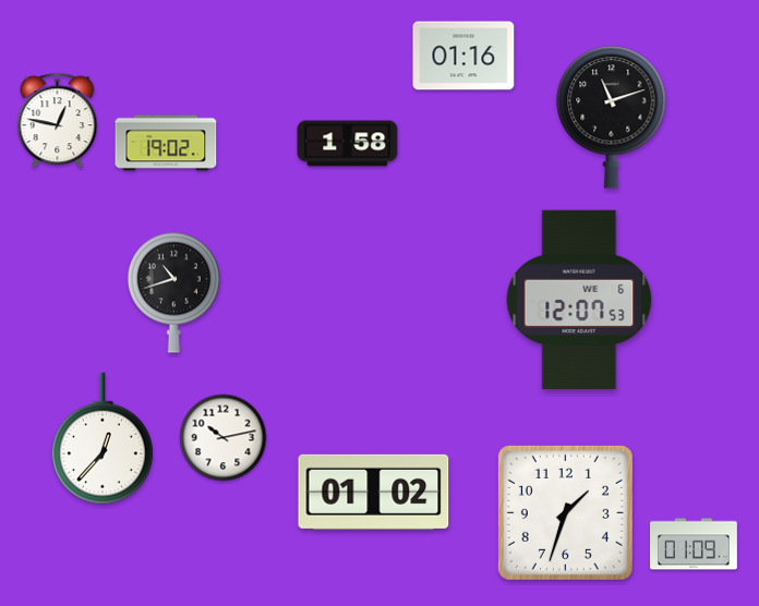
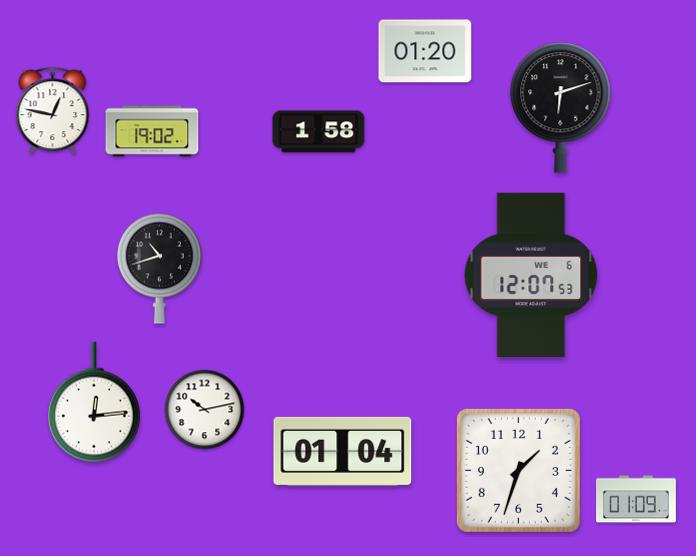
clock at (463, 56): 01:16 -> 01:20
clock at (612, 118): 11:12 -> 6:12
clock at (103, 438): 12:37 -> 12:14
clock at (224, 438) position: (224, 438) -> (205, 410)
clock at (374, 492): 01:02 -> 01:04
